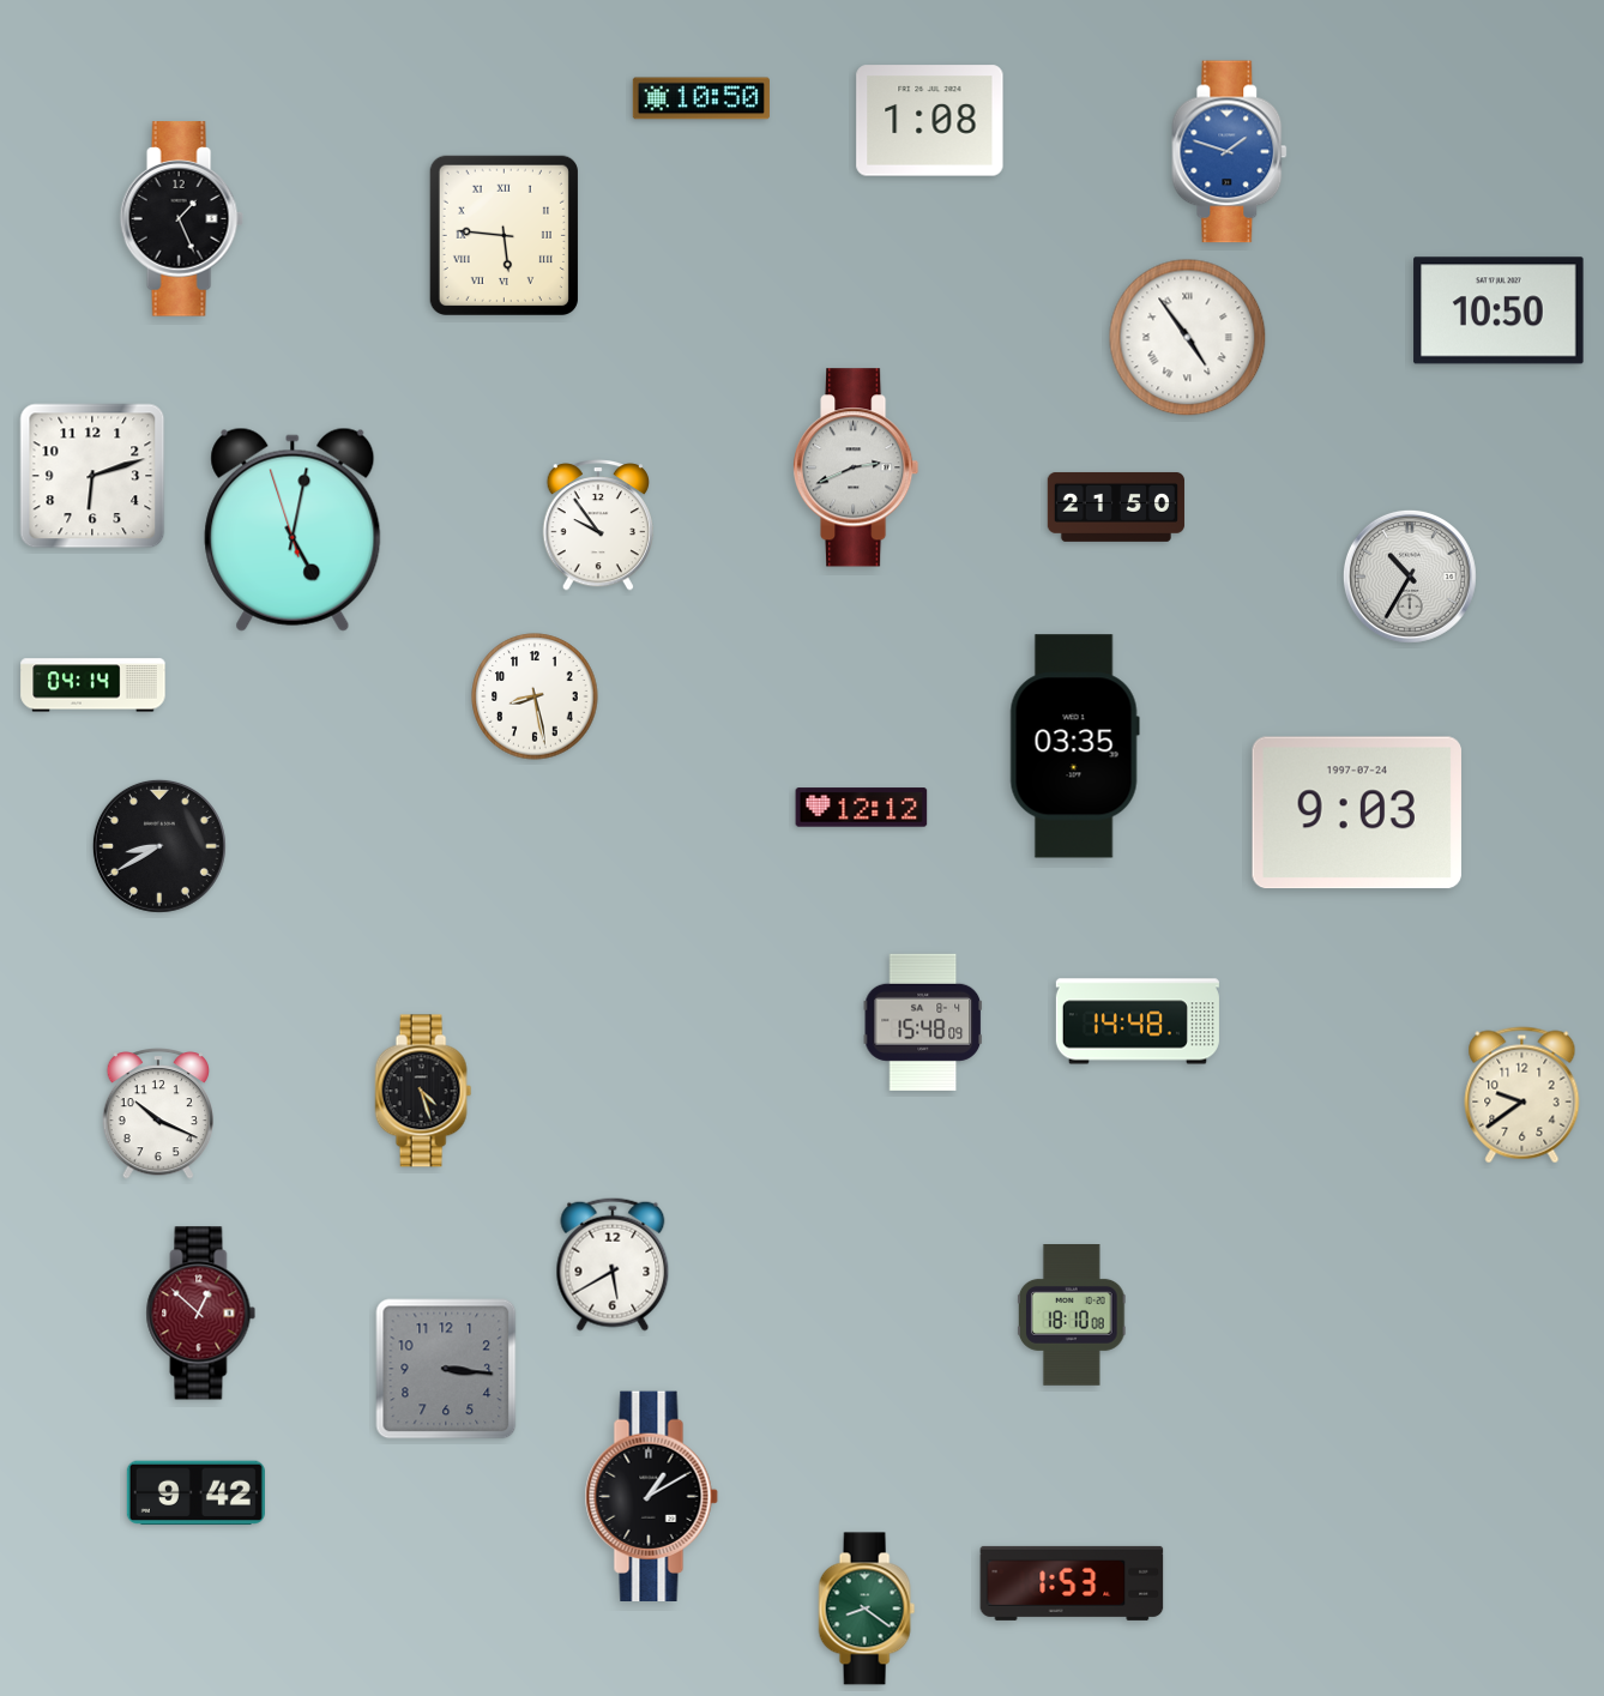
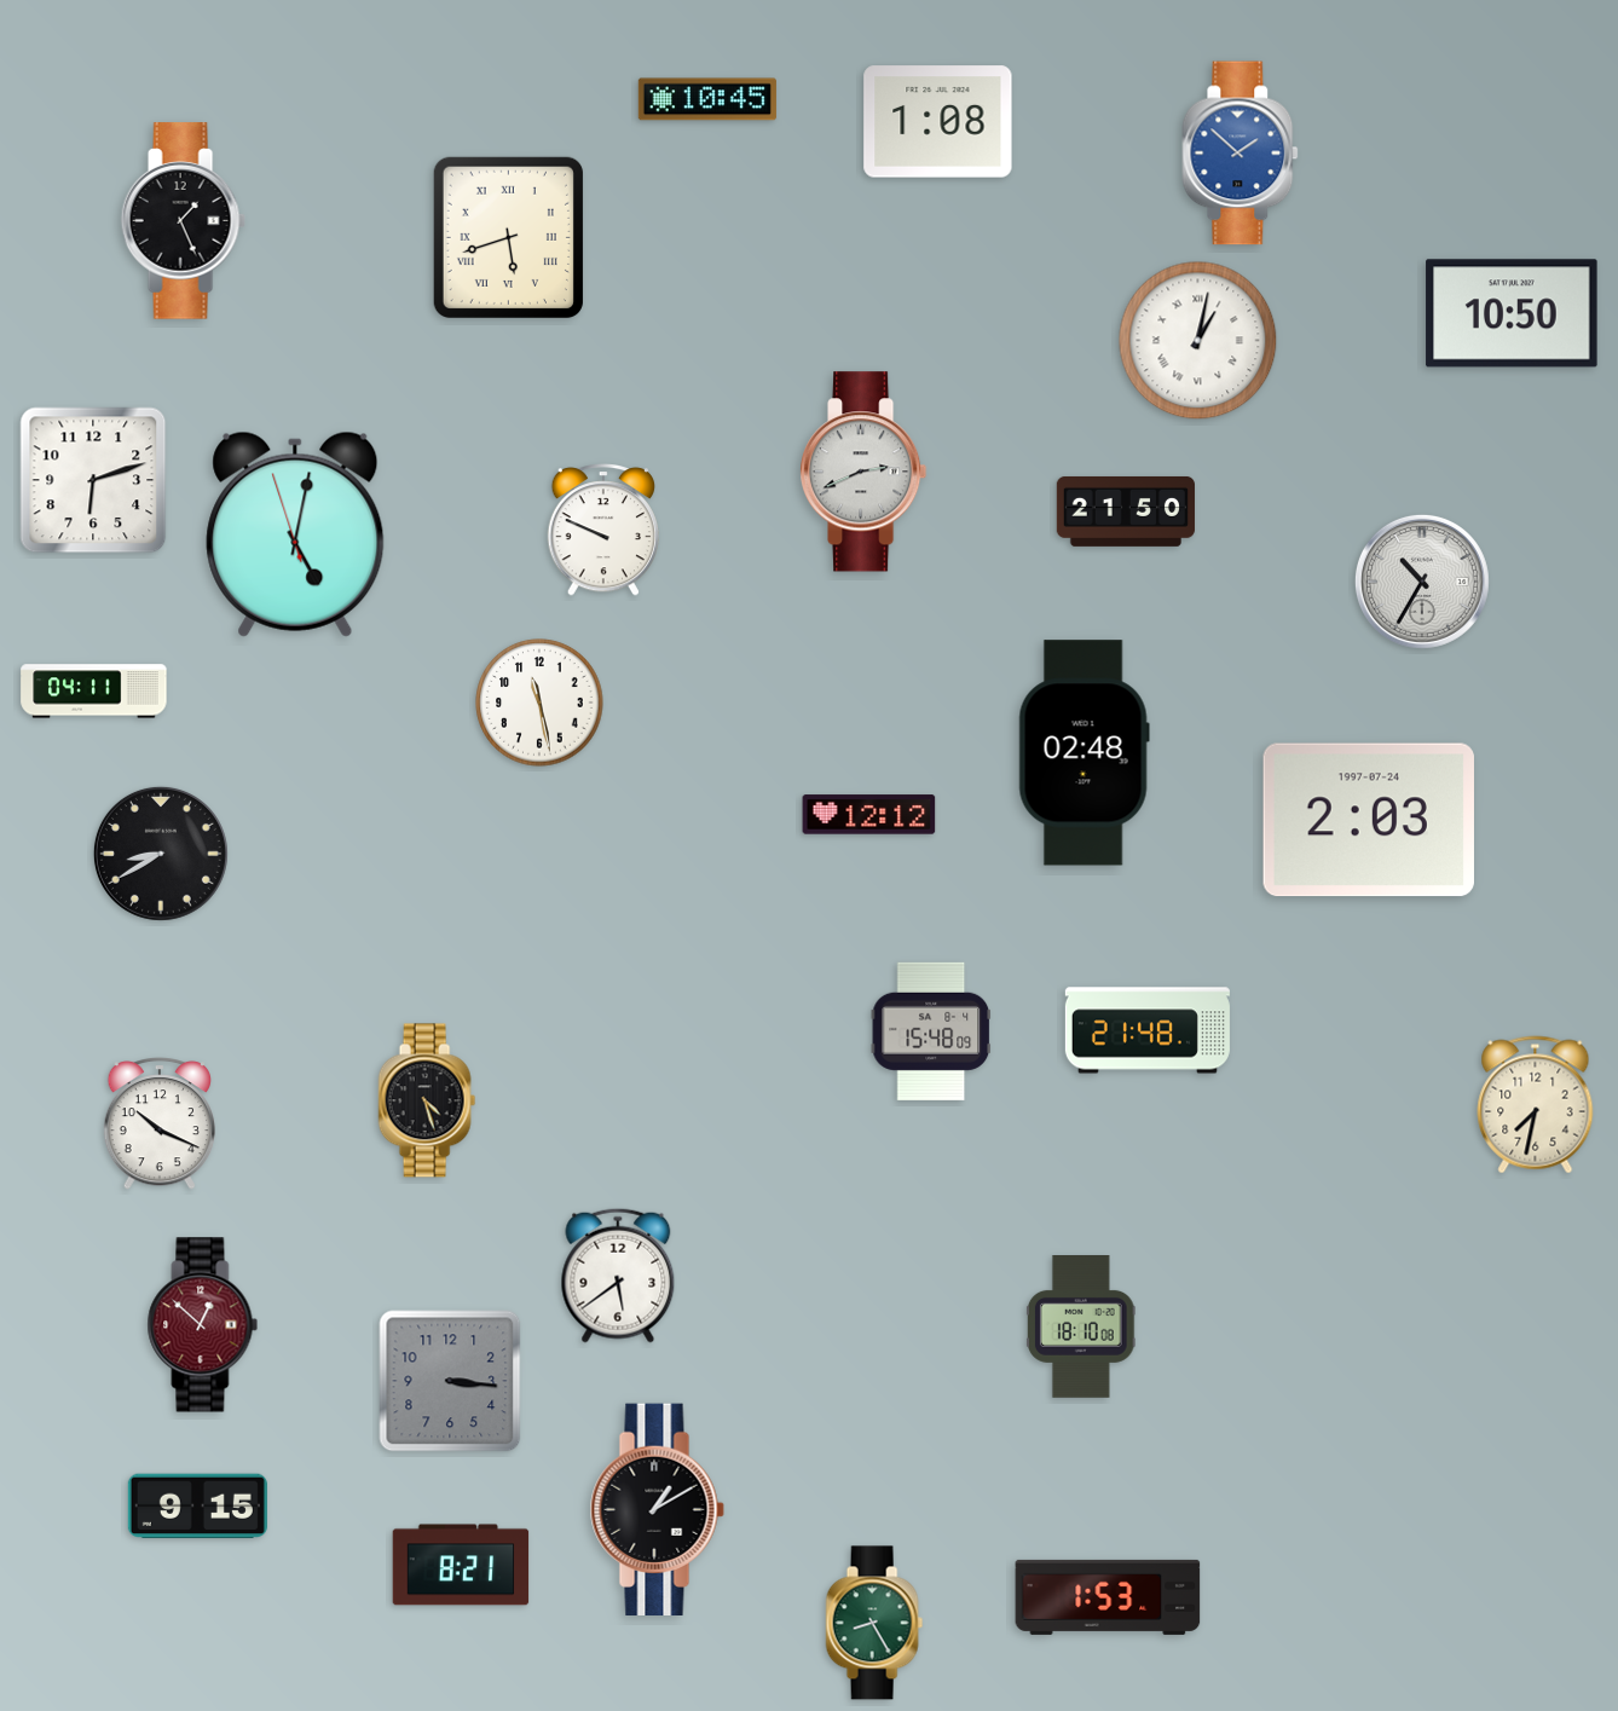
clock at (701, 98): 10:50 -> 10:45
clock at (1230, 152): 1:48 -> 1:52
clock at (503, 235): 5:46 -> 5:42
clock at (1188, 338): 4:54 -> 1:02
clock at (597, 526): 9:54 -> 9:49
clock at (94, 686): 04:14 -> 04:11
clock at (535, 696): 8:28 -> 11:28
clock at (1074, 747): 03:35 -> 02:48
clock at (1357, 813): 9:03 -> 2:03
clock at (1138, 1021): 14:48 -> 21:48
clock at (1522, 1096): 9:39 -> 7:32
clock at (613, 1265): 5:40 -> 5:39
clock at (195, 1493): 9:42 -> 9:15
clock at (461, 1565): none -> 8:21
clock at (1072, 1583) position: (1072, 1583) -> (1108, 1597)
clock at (867, 1609): 8:21 -> 8:25
